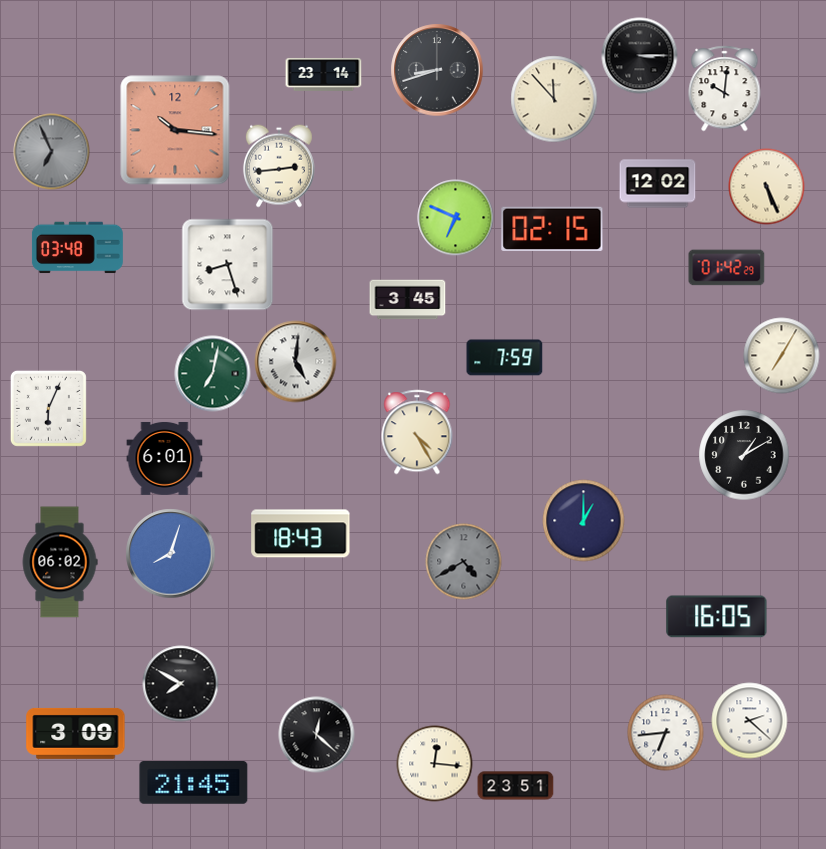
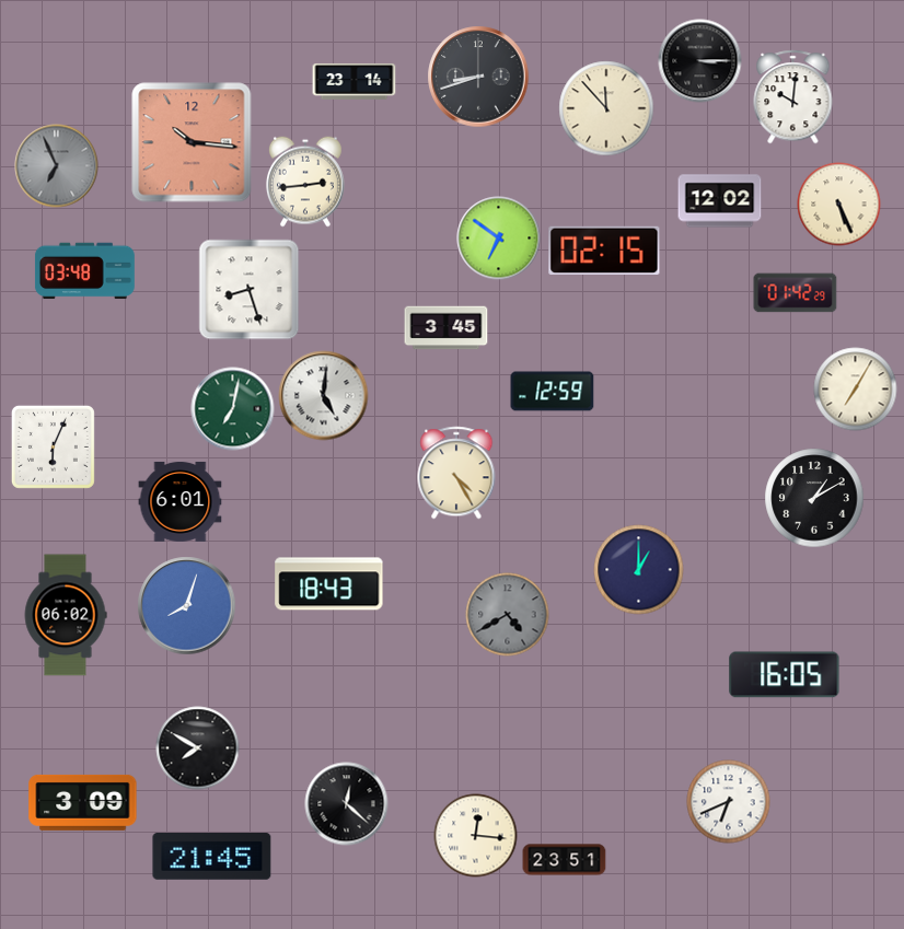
clock at (456, 218): 6:49 -> 6:51
clock at (505, 358): 7:59 -> 12:59
clock at (750, 721): 2:22 -> none
clock at (666, 733): 6:44 -> 6:41
